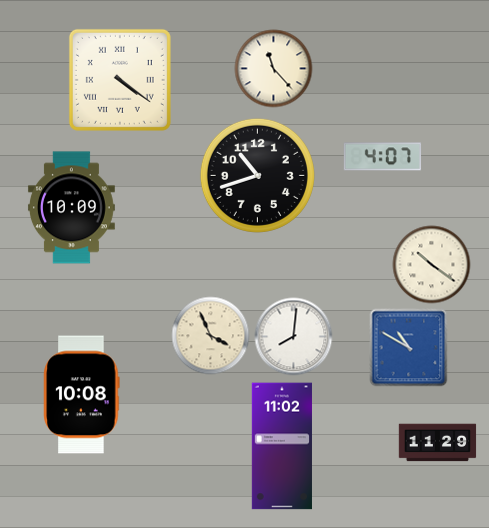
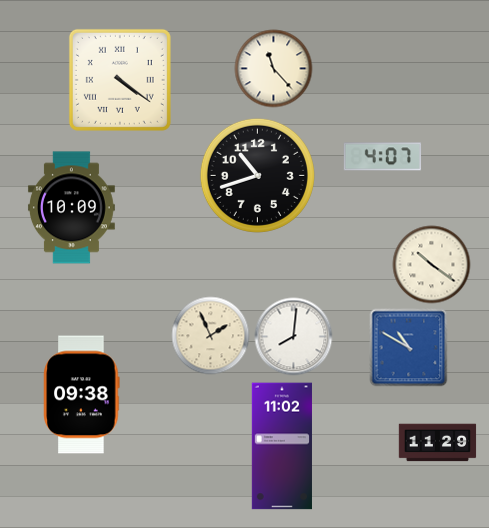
clock at (210, 335): 3:56 -> 1:56
clock at (82, 395): 10:08 -> 09:38
